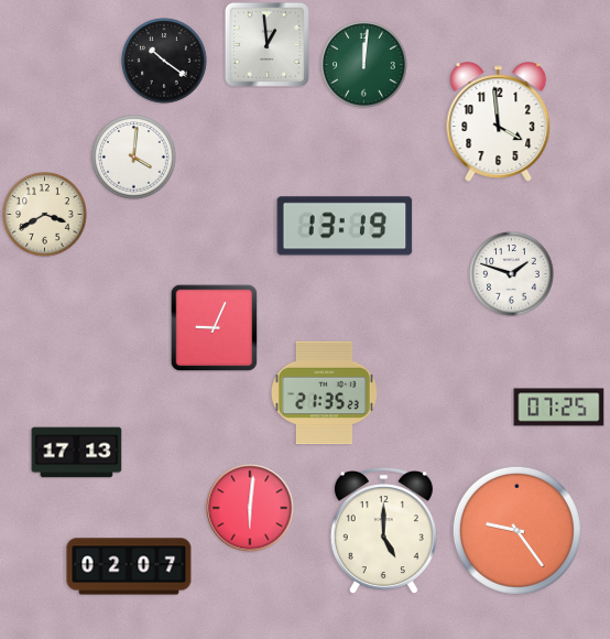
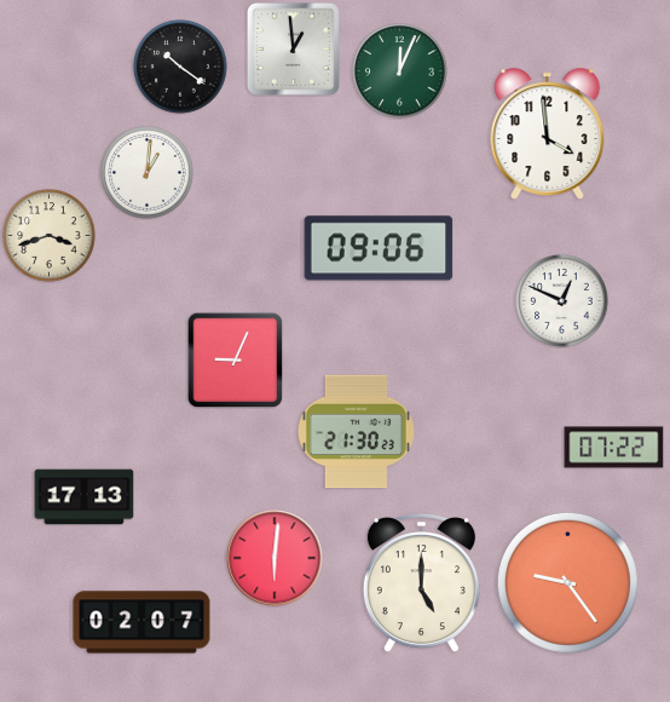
clock at (364, 65): 12:01 -> 12:04
clock at (134, 158): 4:01 -> 1:01
clock at (45, 215): 3:40 -> 3:42
clock at (345, 226): 13:19 -> 09:06
clock at (512, 274): 1:48 -> 12:49
clock at (324, 393): 21:35 -> 21:30
clock at (559, 408): 07:25 -> 07:22
